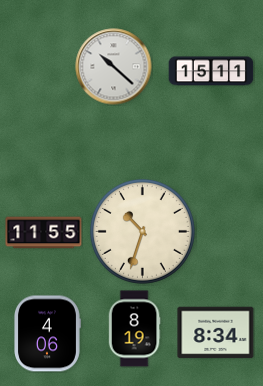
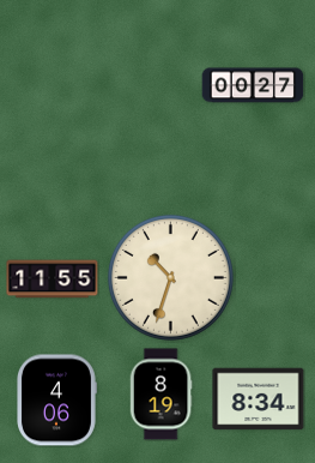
clock at (114, 67): 10:22 -> none
clock at (211, 71): 15:11 -> 00:27
